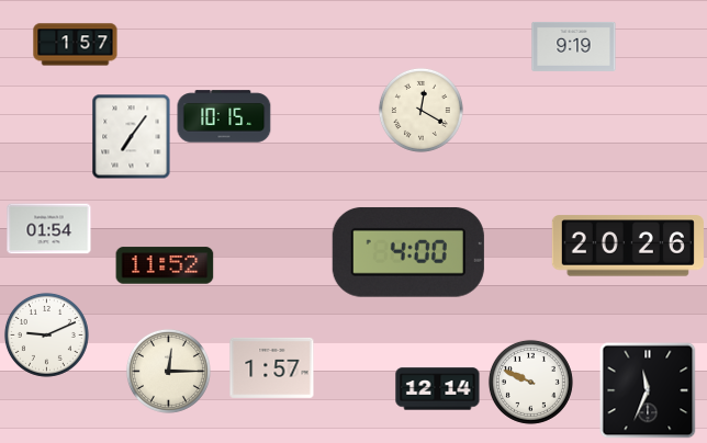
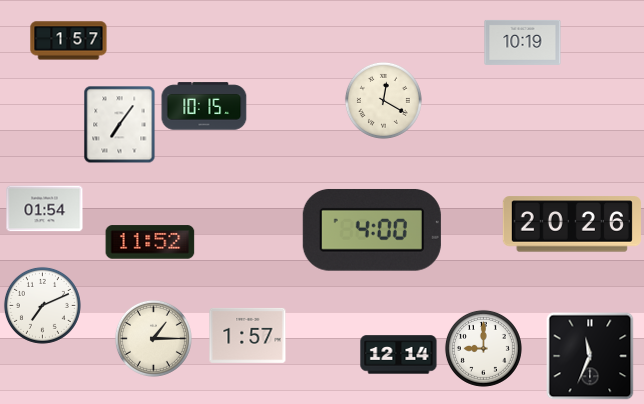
clock at (574, 46): 9:19 -> 10:19
clock at (46, 334): 9:11 -> 7:11
clock at (168, 371): 12:15 -> 1:15
clock at (530, 382): 9:49 -> 9:00
